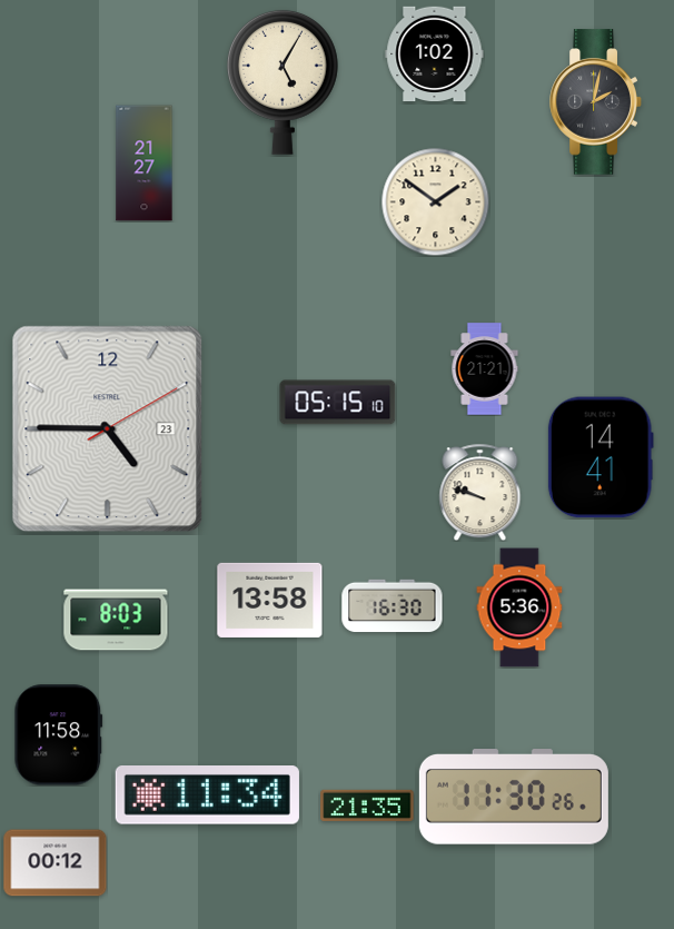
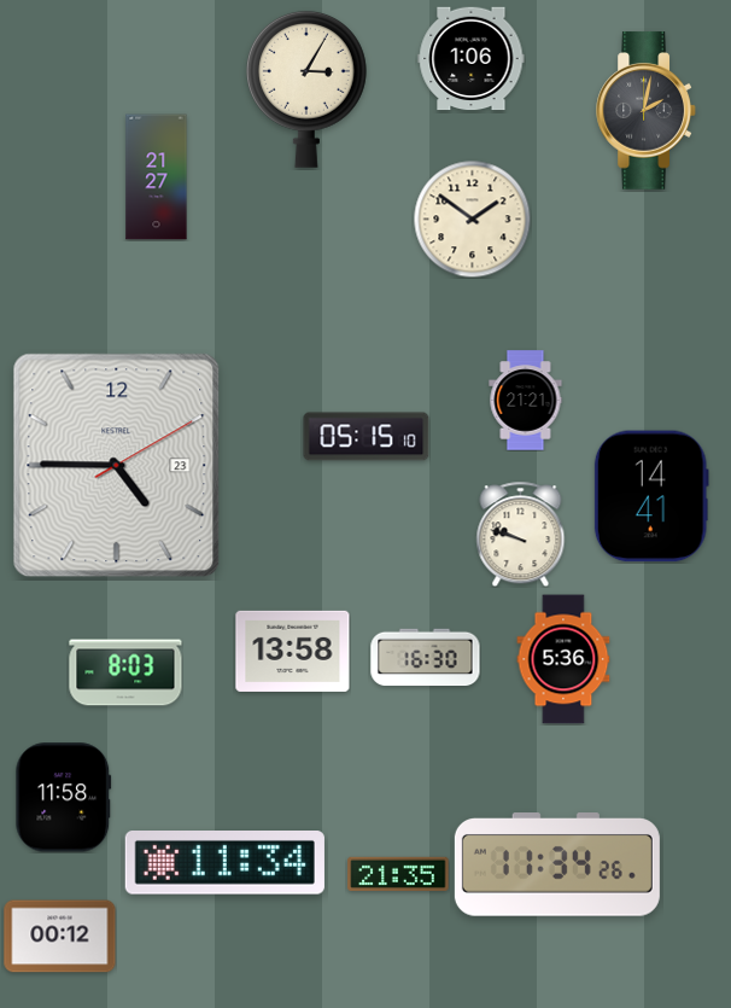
clock at (435, 55): 1:02 -> 1:06
clock at (283, 82): 5:05 -> 3:05
clock at (514, 797): 11:30 -> 11:34
